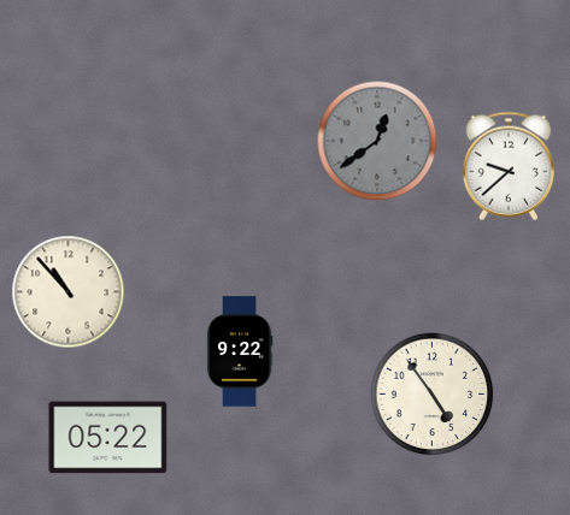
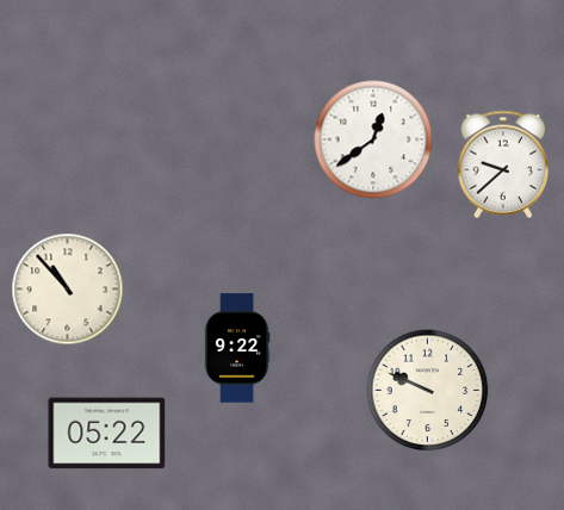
clock at (377, 141) dial: grey -> white
clock at (433, 395): 4:54 -> 9:49
